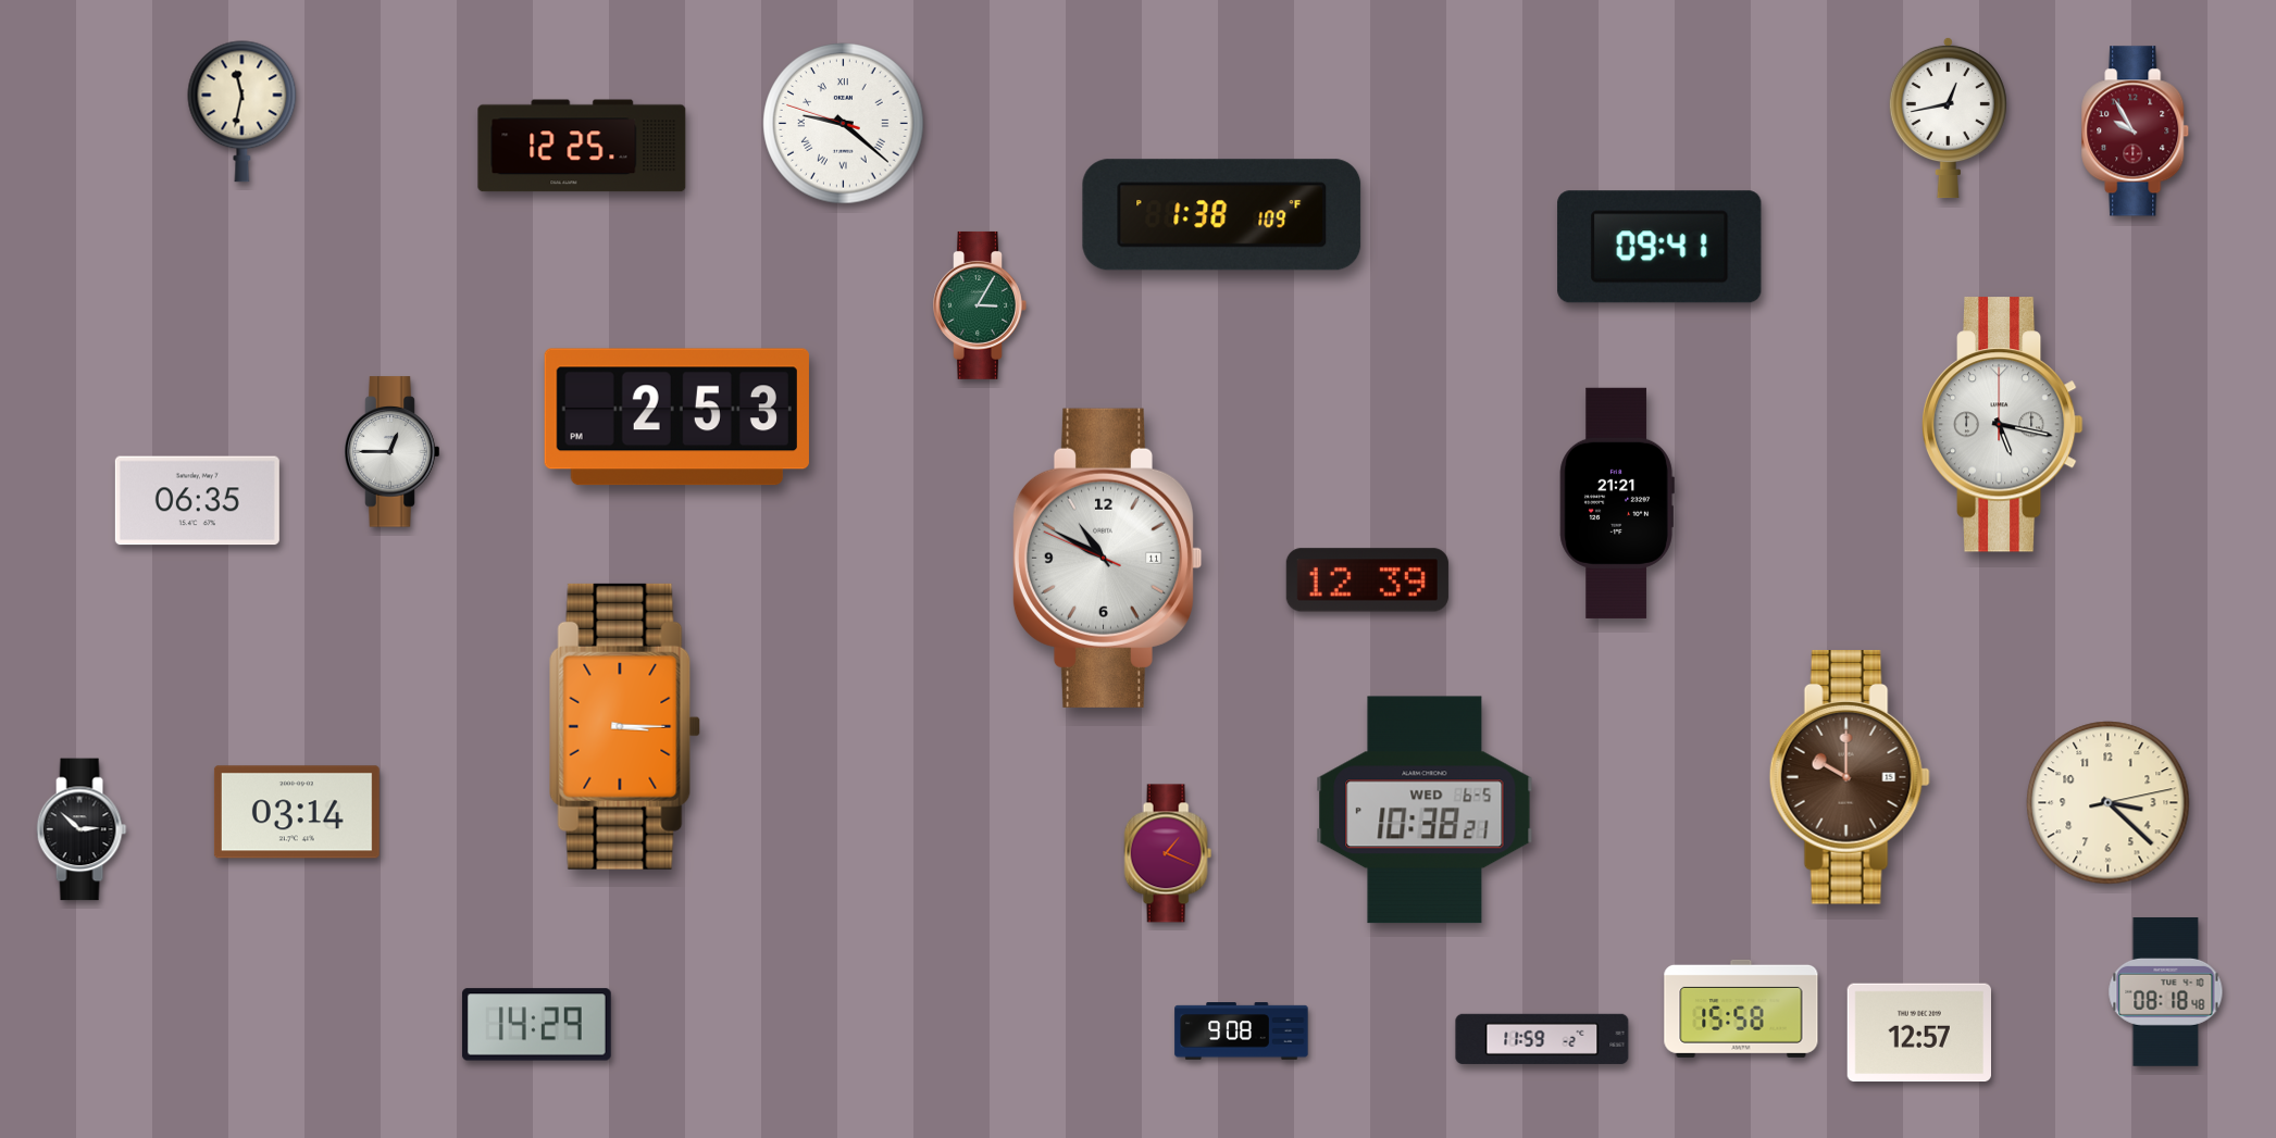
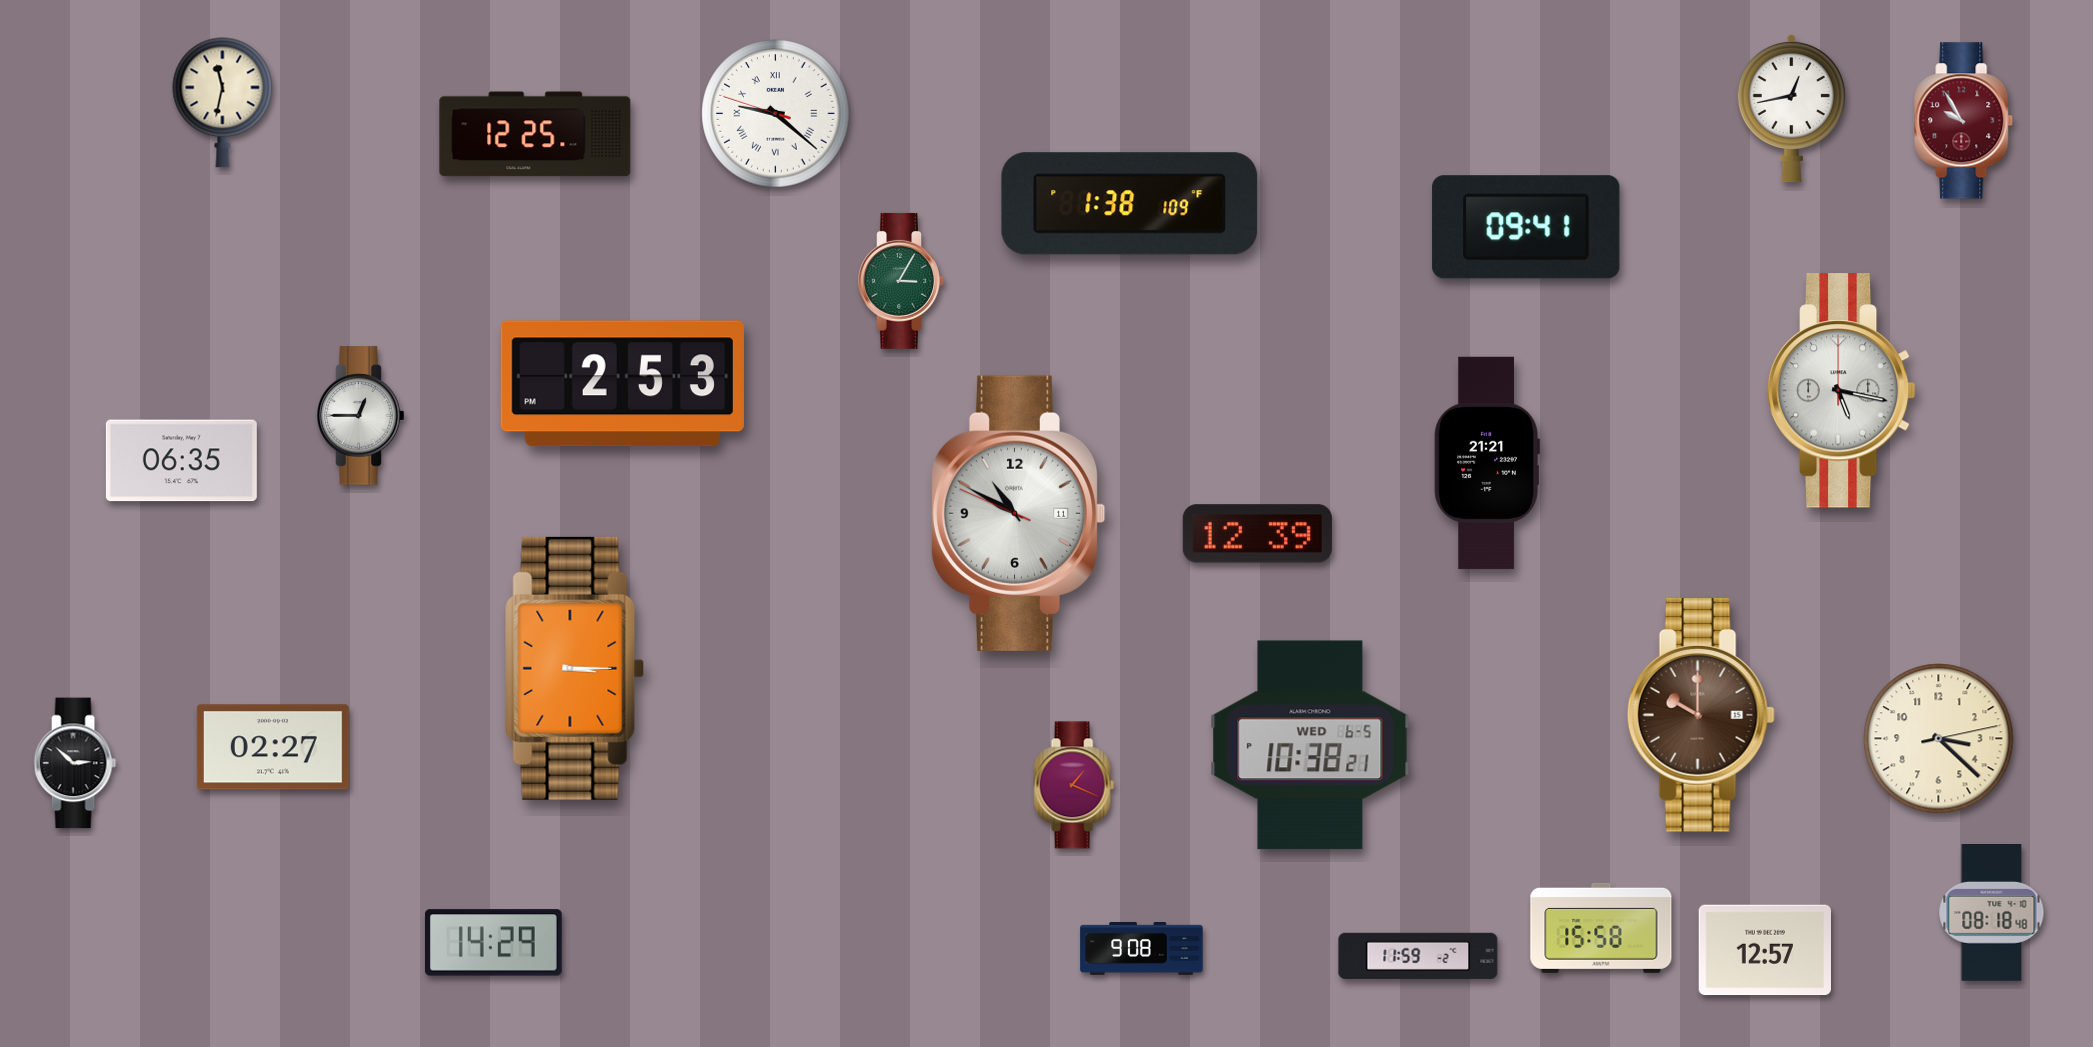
clock at (1222, 215) position: (1222, 215) -> (1130, 204)
clock at (297, 812): 03:14 -> 02:27
